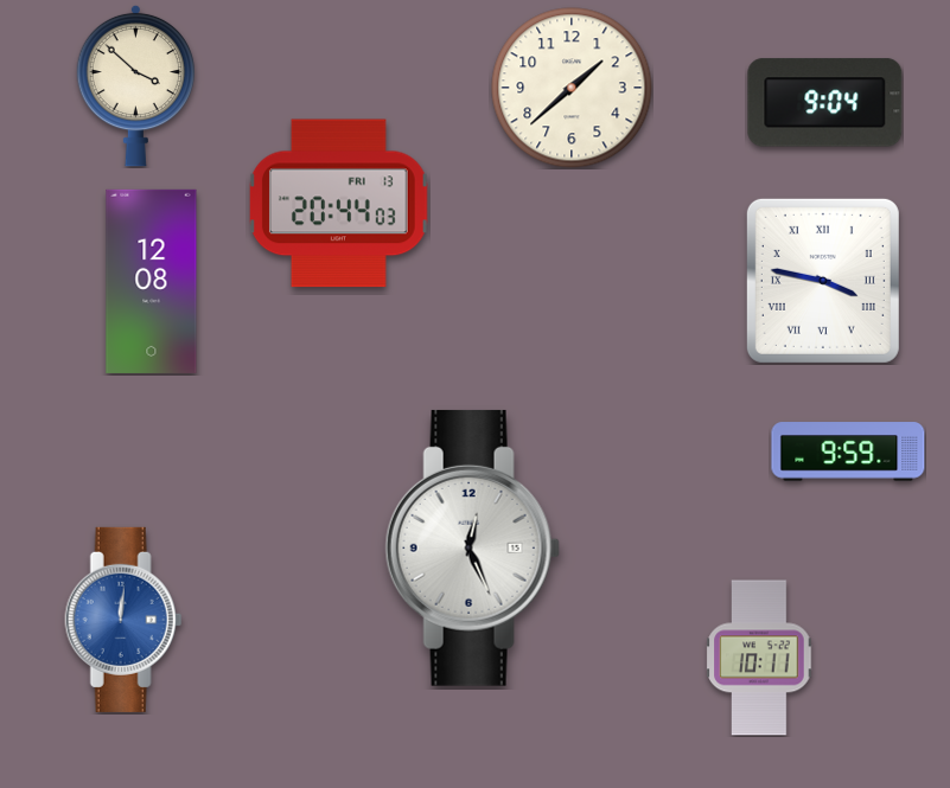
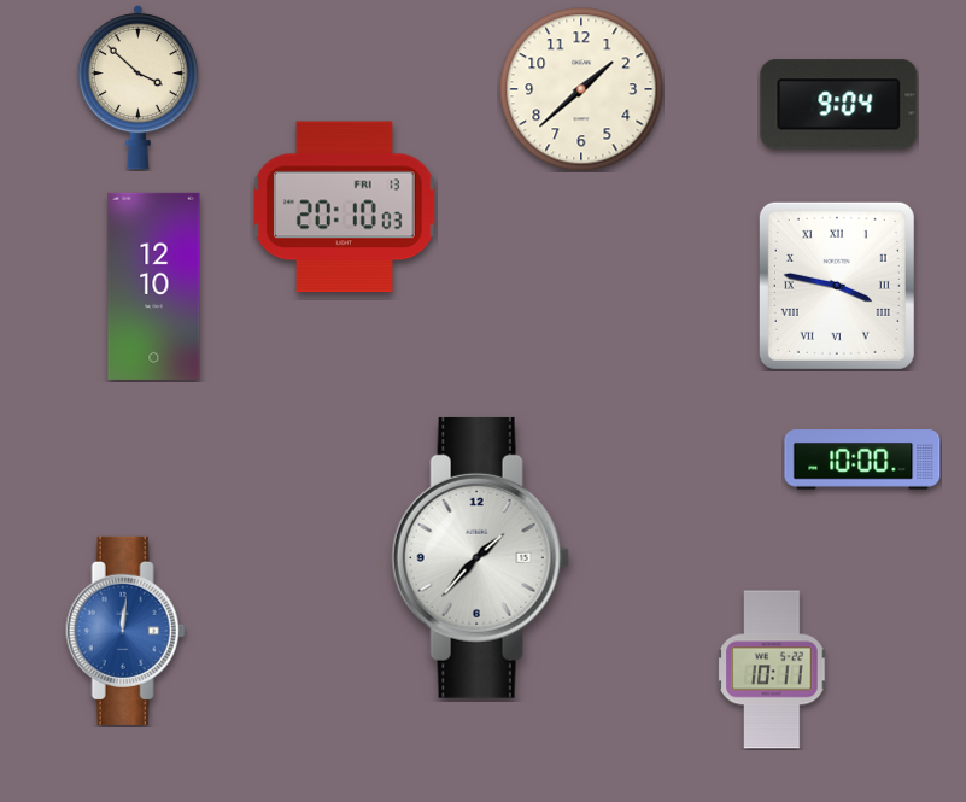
clock at (338, 204): 20:44 -> 20:10
clock at (152, 281): 12:08 -> 12:10
clock at (848, 451): 9:59 -> 10:00
clock at (472, 547): 12:26 -> 1:37
